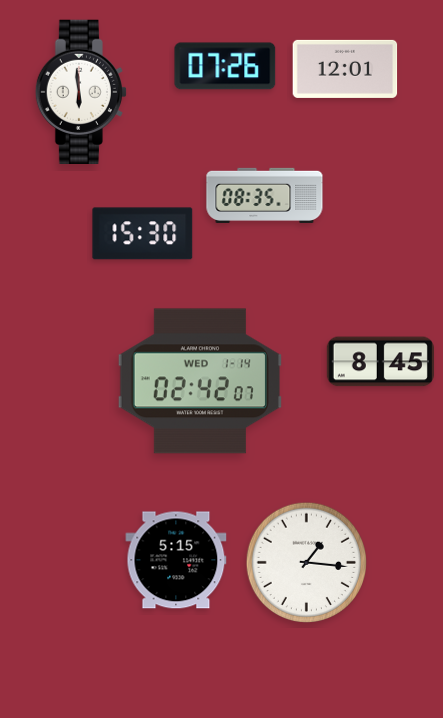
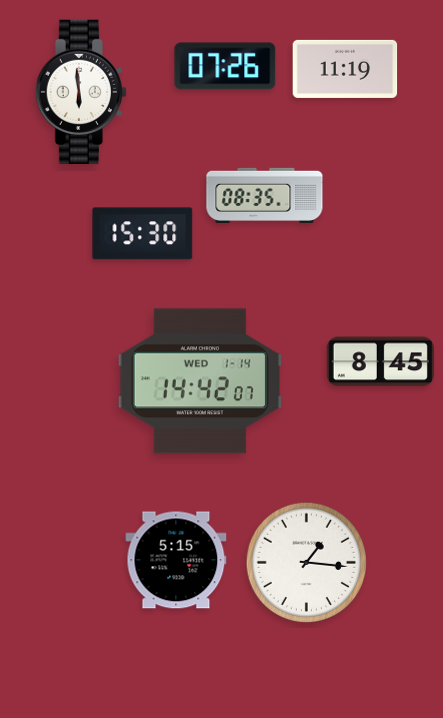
clock at (345, 69): 12:01 -> 11:19
clock at (200, 381): 02:42 -> 14:42
